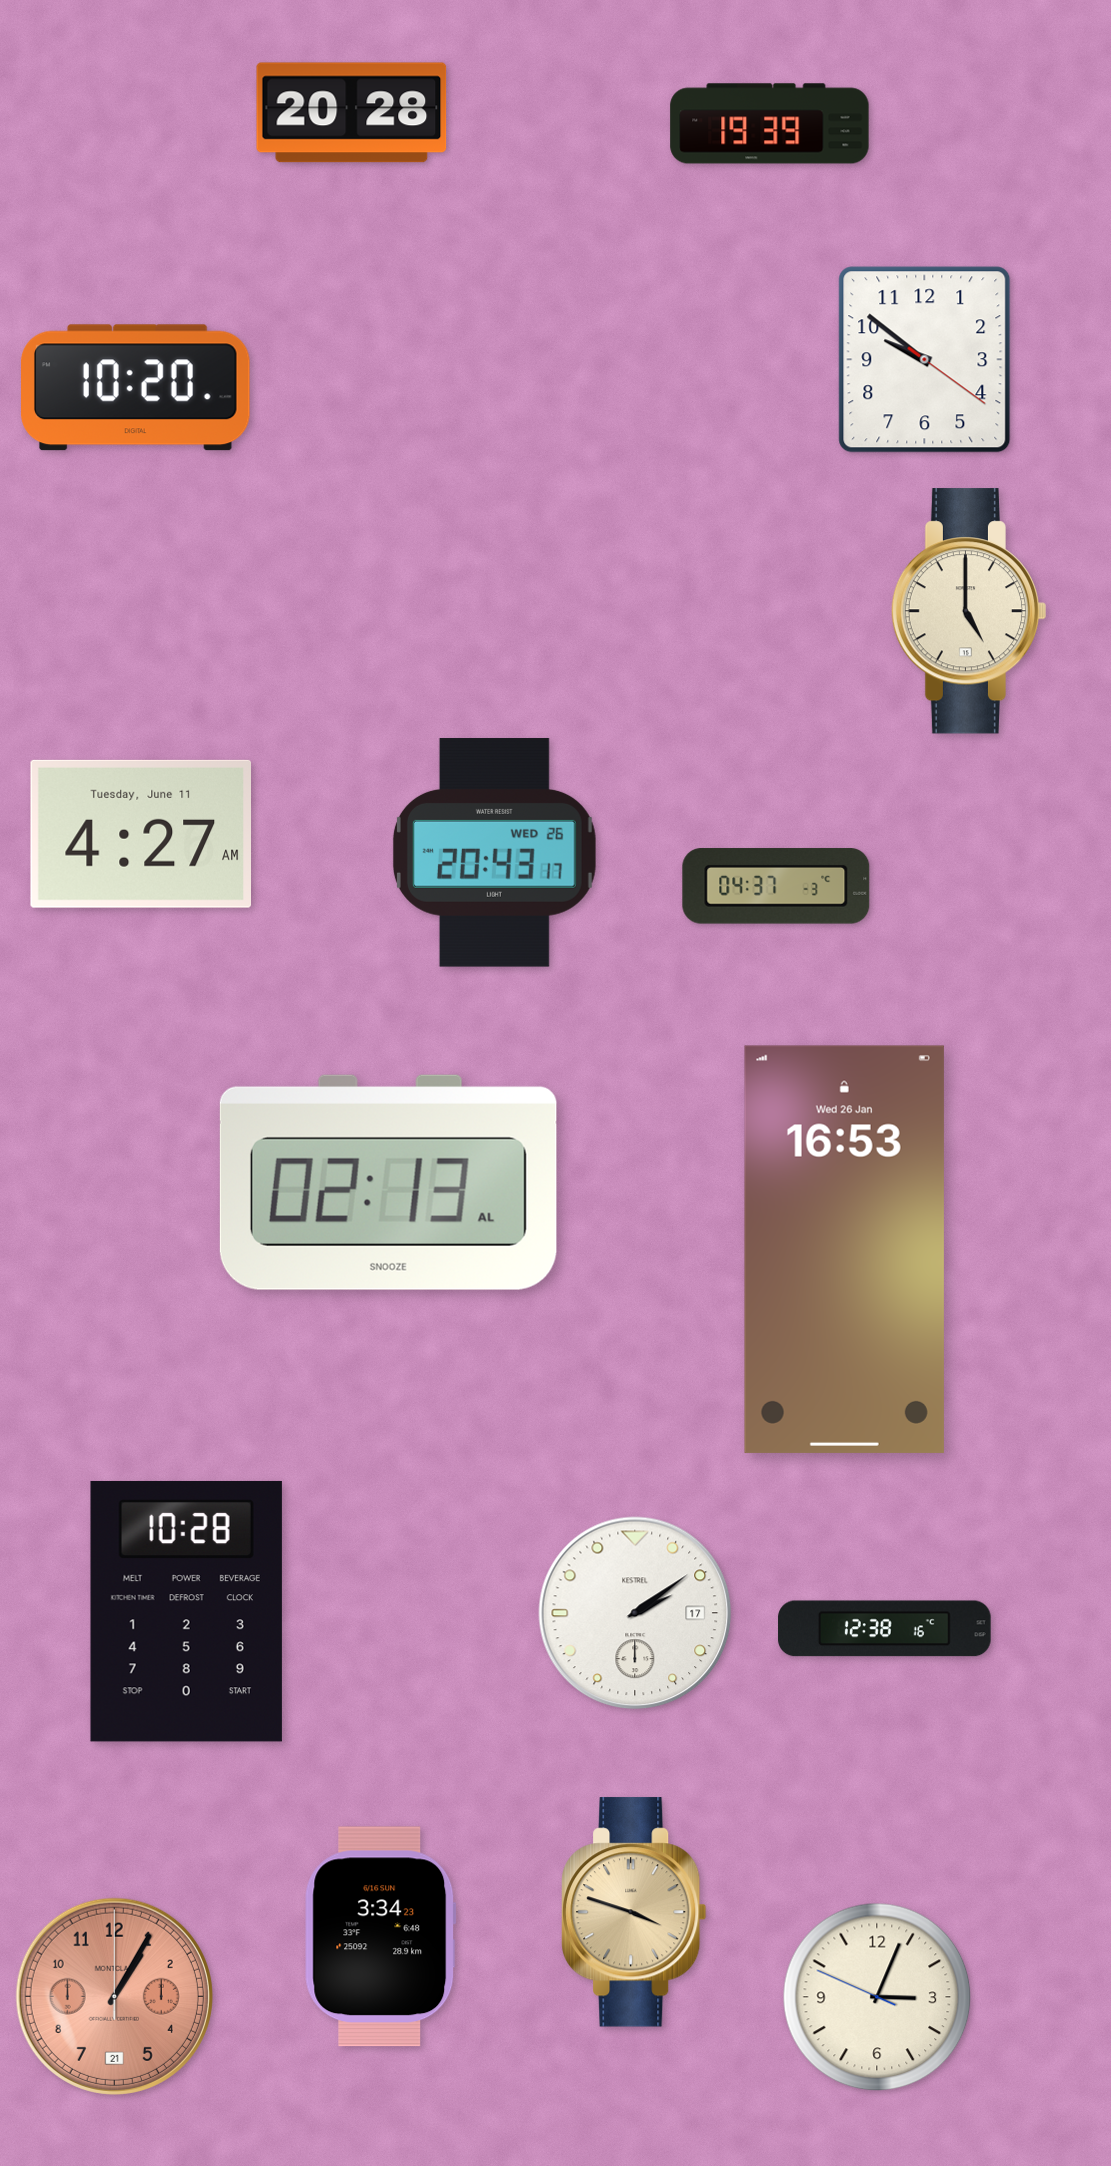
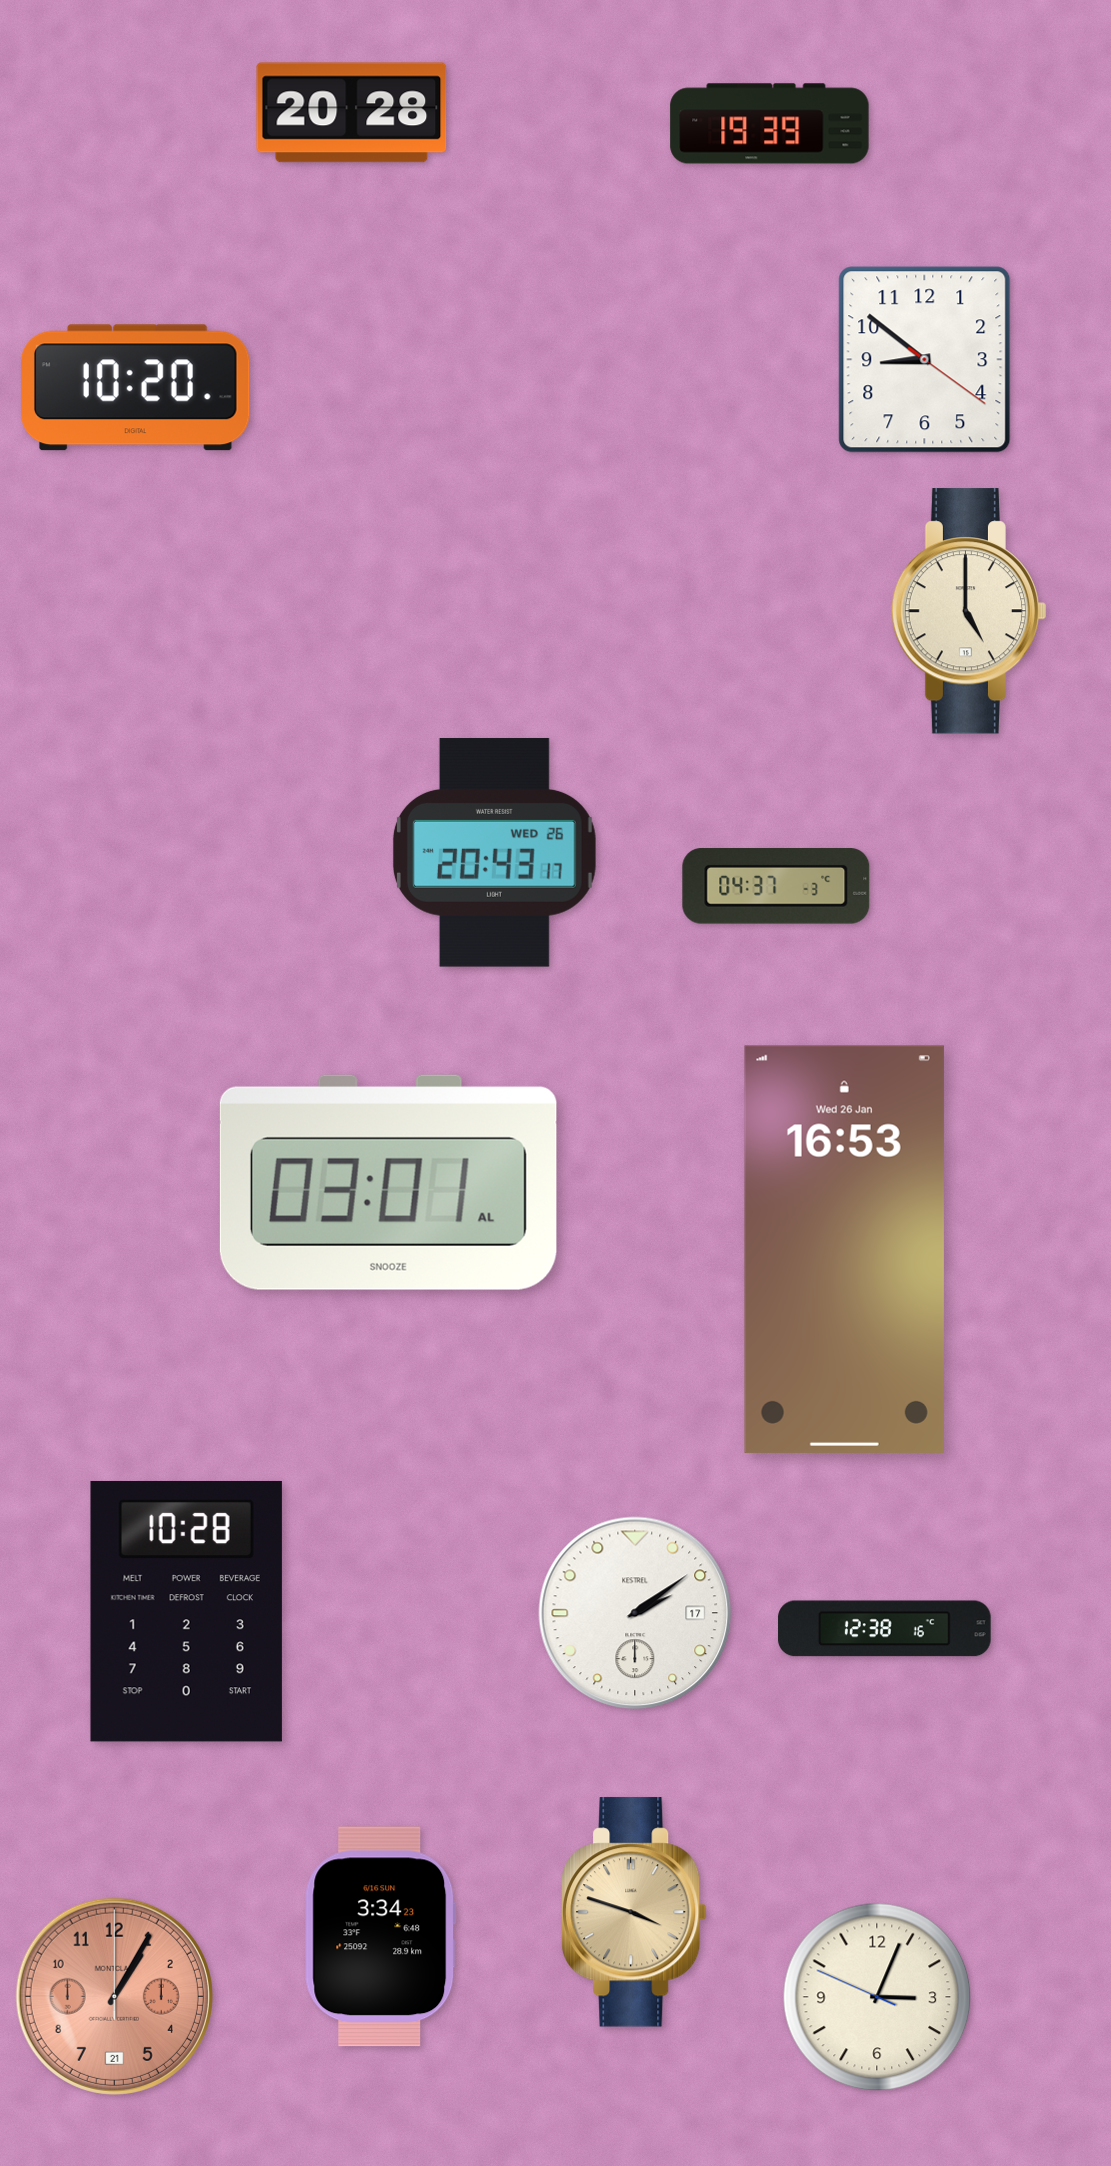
clock at (925, 360): 9:51 -> 8:51
clock at (140, 834): 4:27 -> none
clock at (388, 1182): 02:13 -> 03:01
